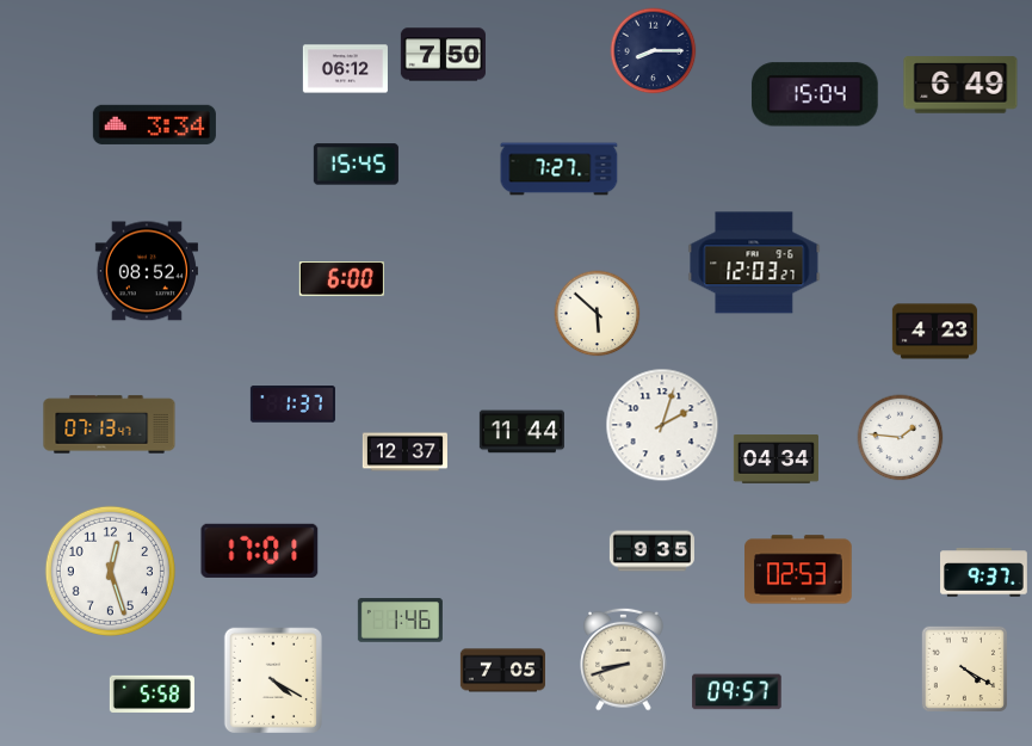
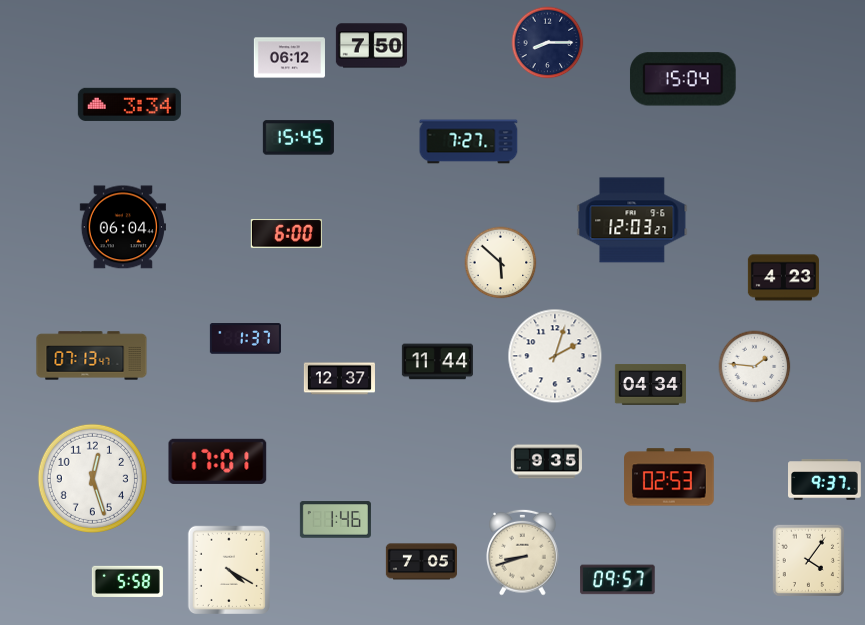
clock at (960, 85): 6:49 -> none
clock at (147, 271): 08:52 -> 06:04
clock at (964, 668): 4:20 -> 4:06
